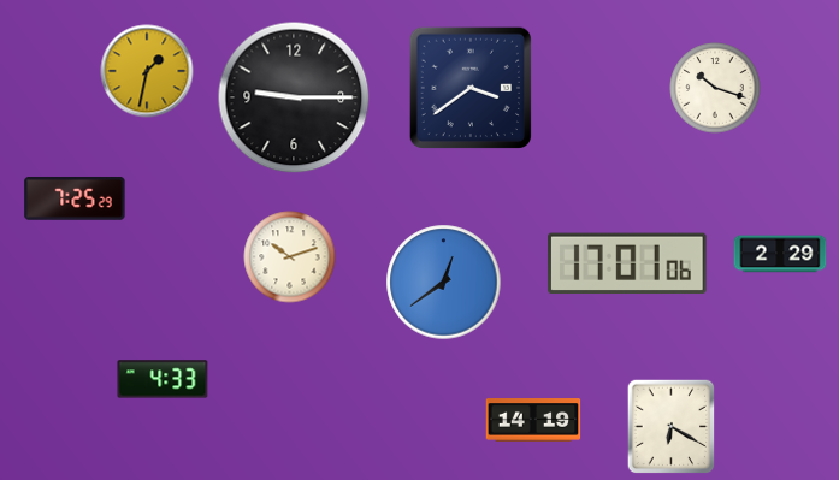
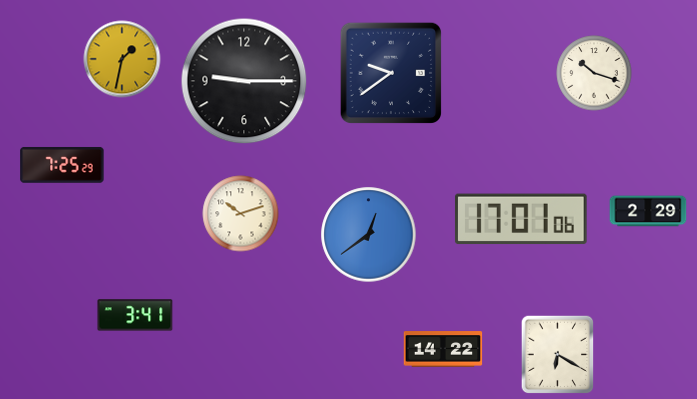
clock at (471, 88): 3:39 -> 9:39
clock at (163, 379): 4:33 -> 3:41
clock at (533, 420): 14:19 -> 14:22
